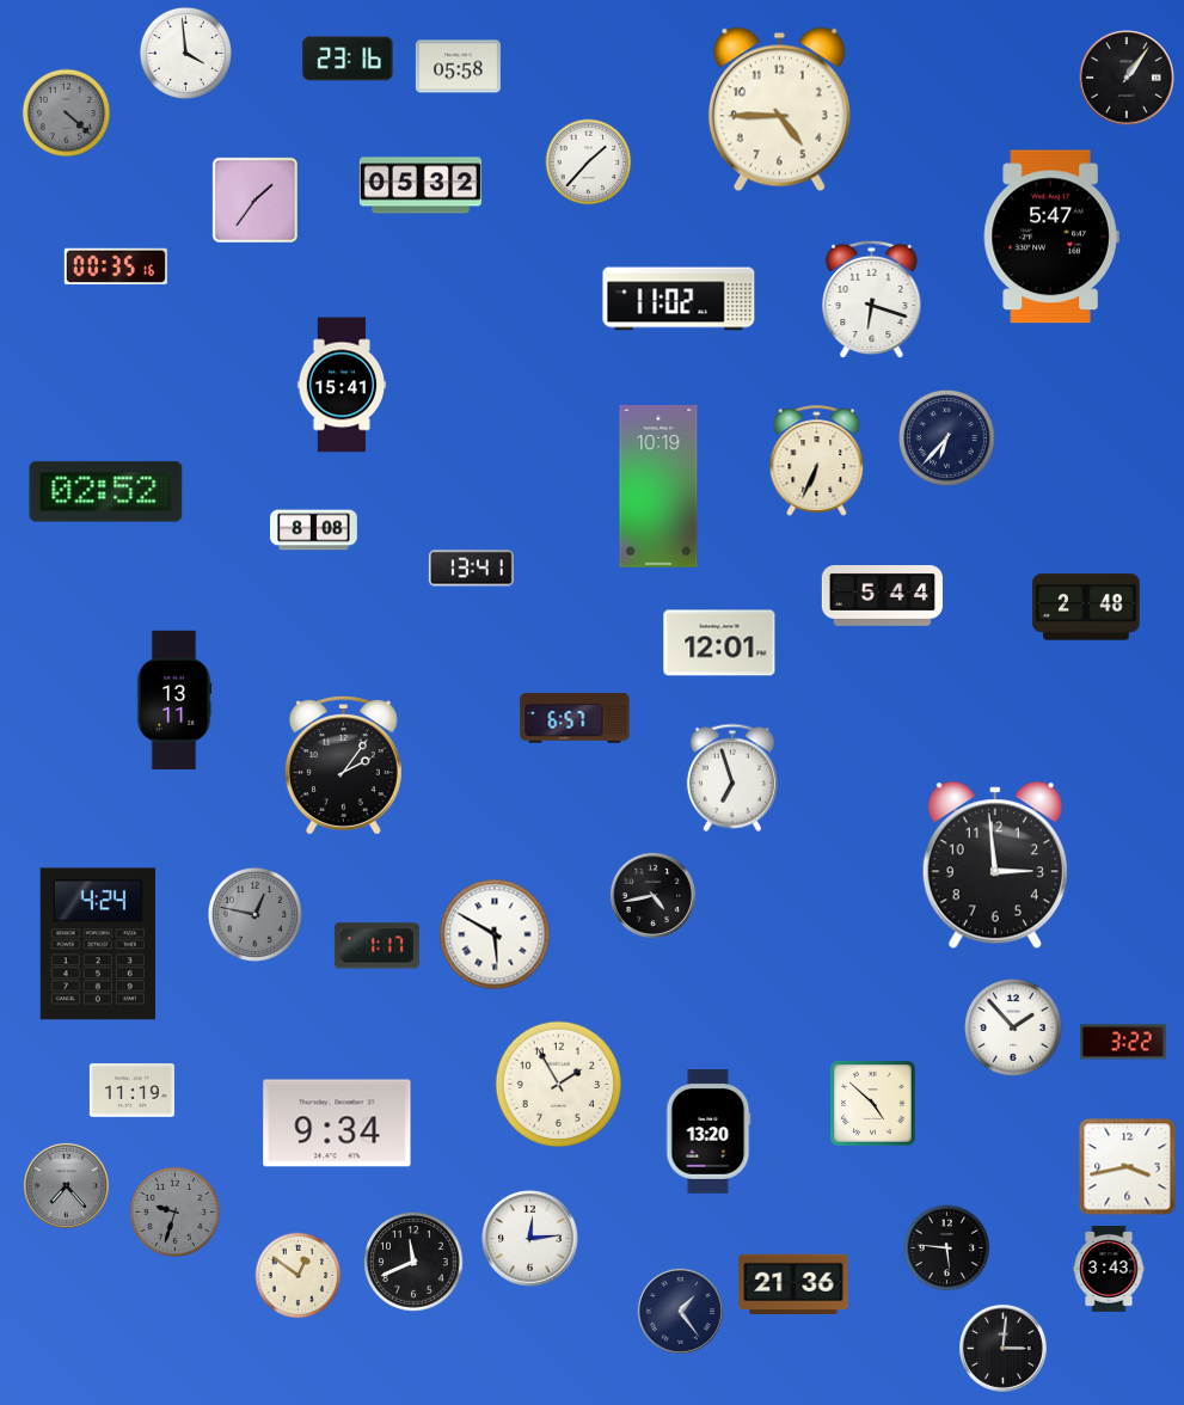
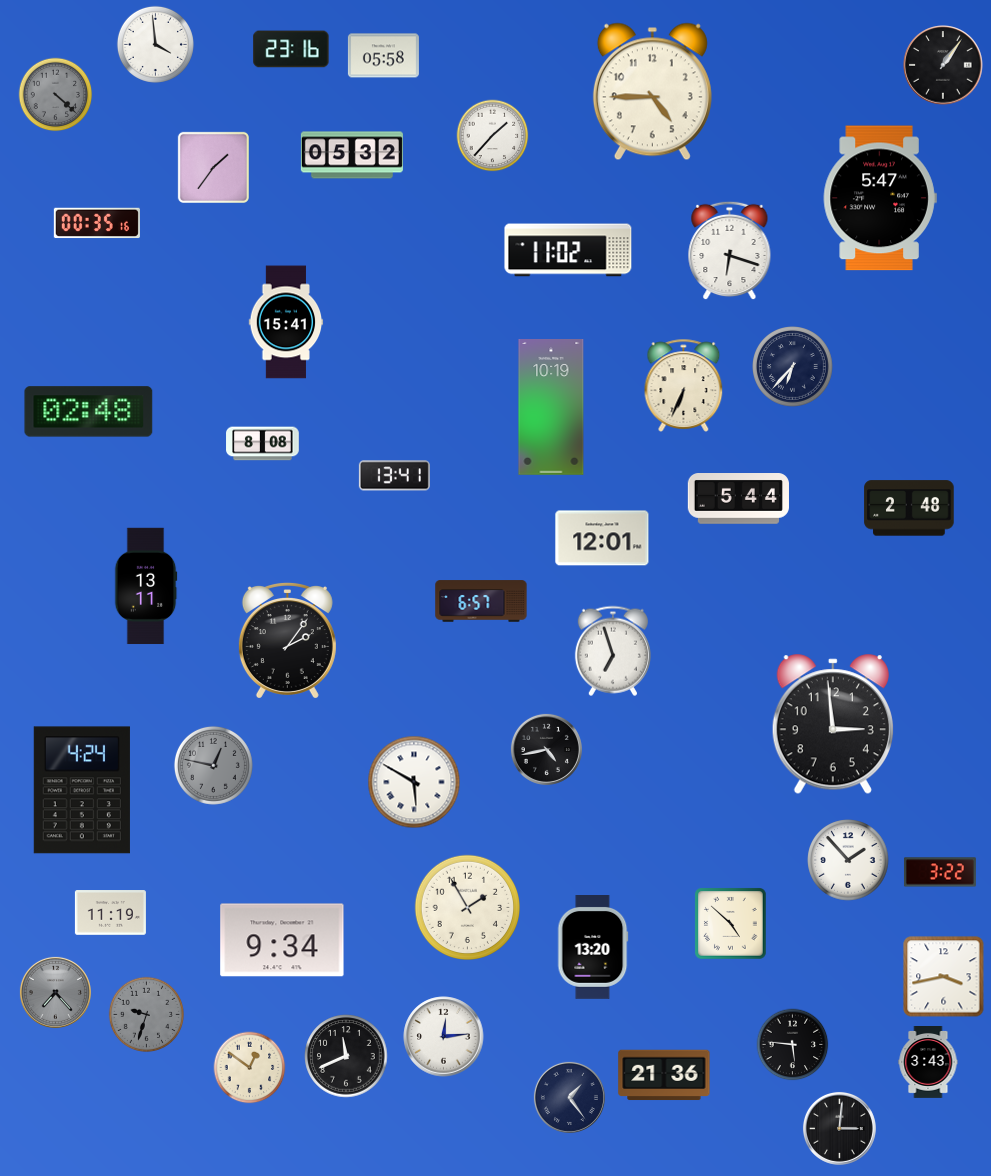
clock at (106, 492): 02:52 -> 02:48
clock at (376, 946): 1:17 -> none
